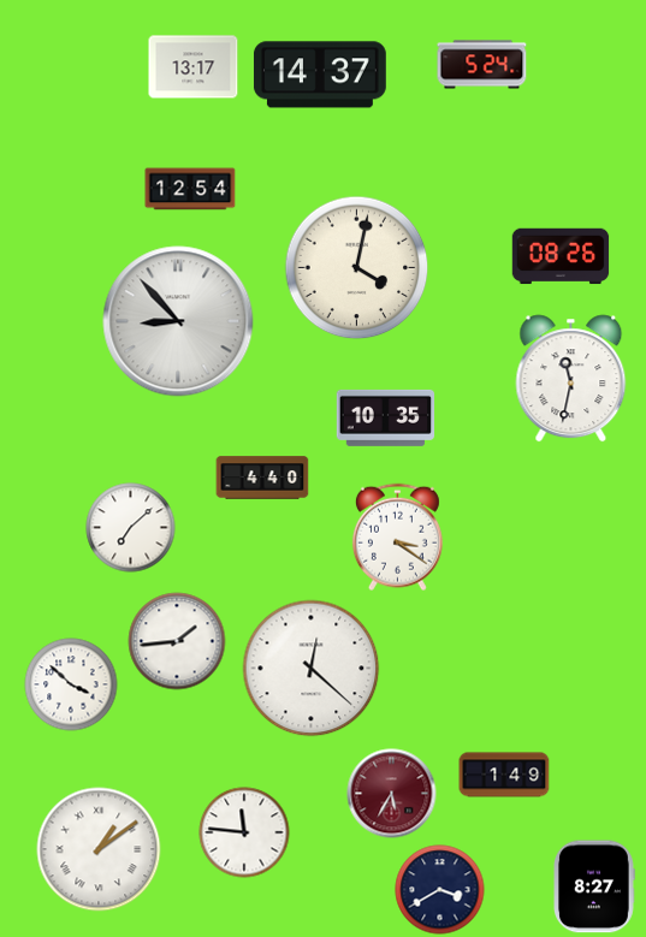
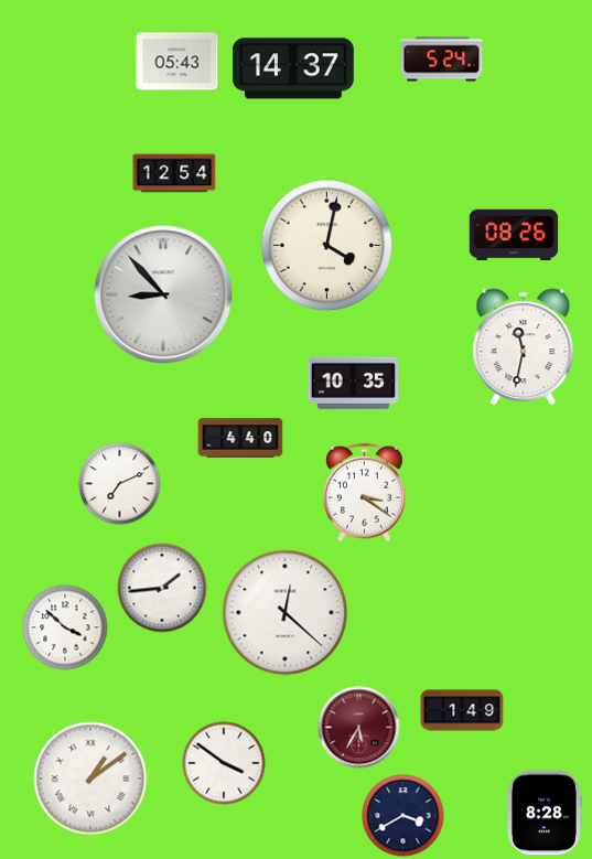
clock at (194, 67): 13:17 -> 05:43
clock at (131, 528): 7:08 -> 7:11
clock at (244, 832): 11:46 -> 3:51
clock at (594, 886): 8:27 -> 8:28
